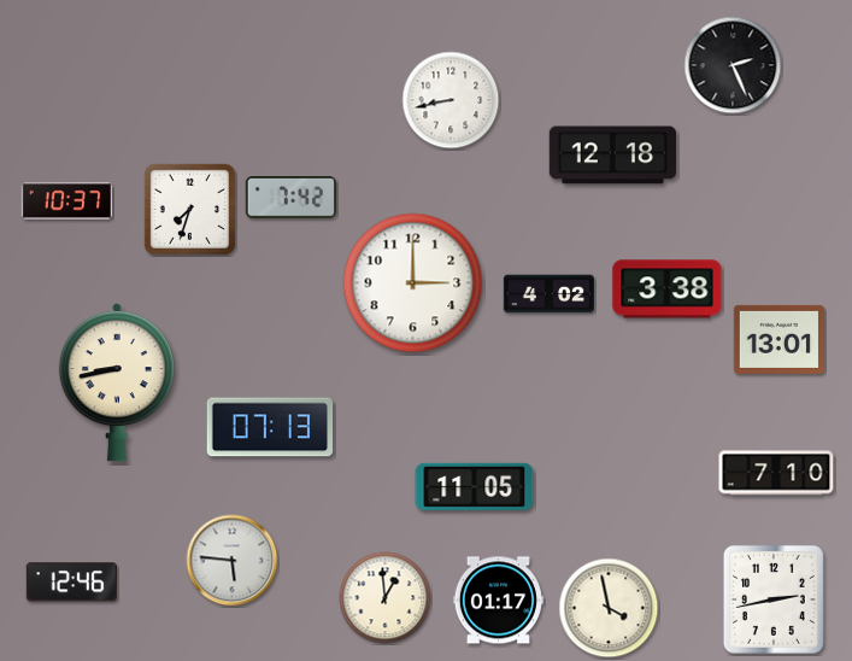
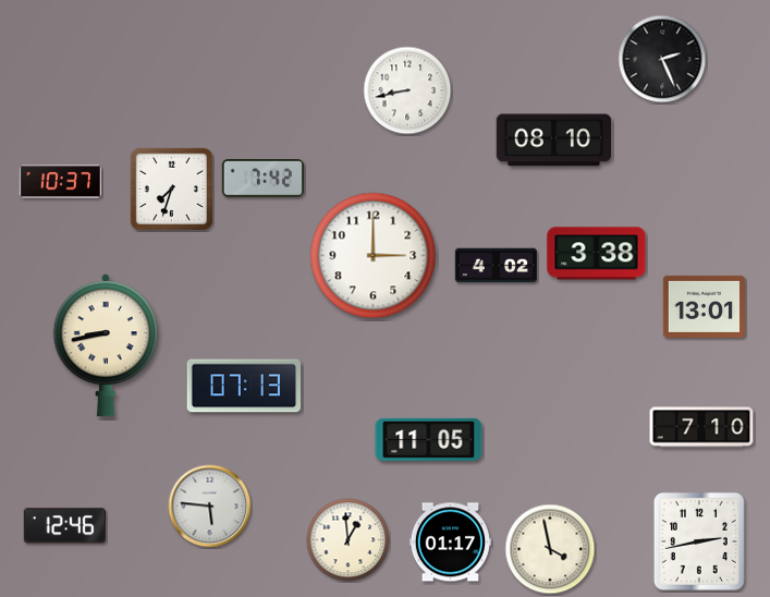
clock at (612, 156): 12:18 -> 08:10
clock at (668, 289) position: (668, 289) -> (597, 254)
